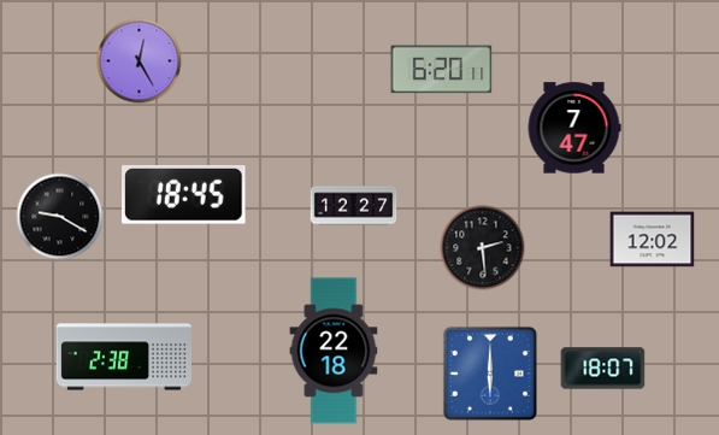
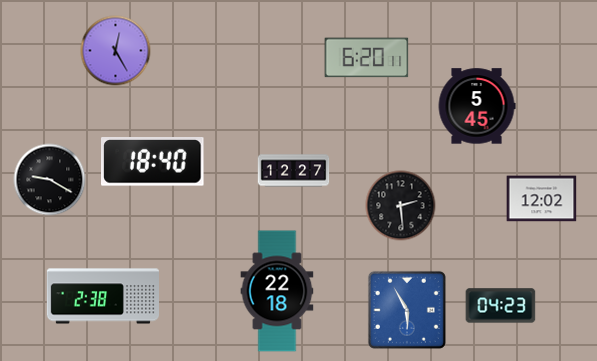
clock at (574, 128): 7:47 -> 5:45
clock at (184, 195): 18:45 -> 18:40
clock at (603, 369): 18:07 -> 04:23
clock at (490, 374): 6:00 -> 5:55
